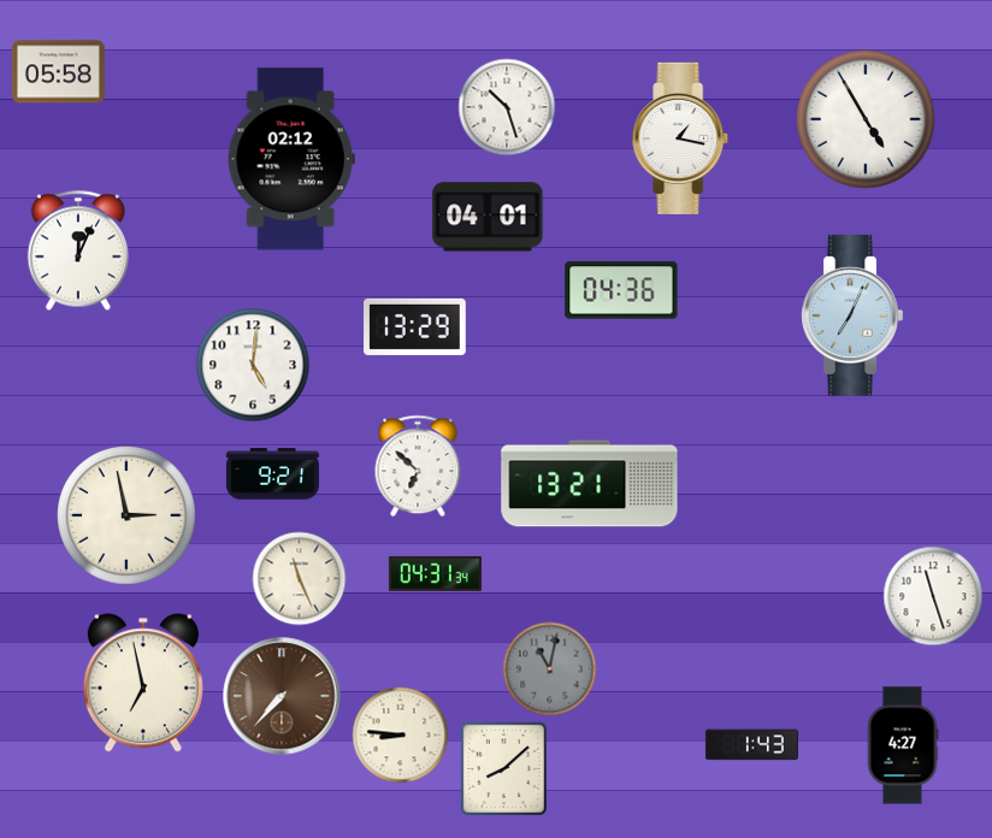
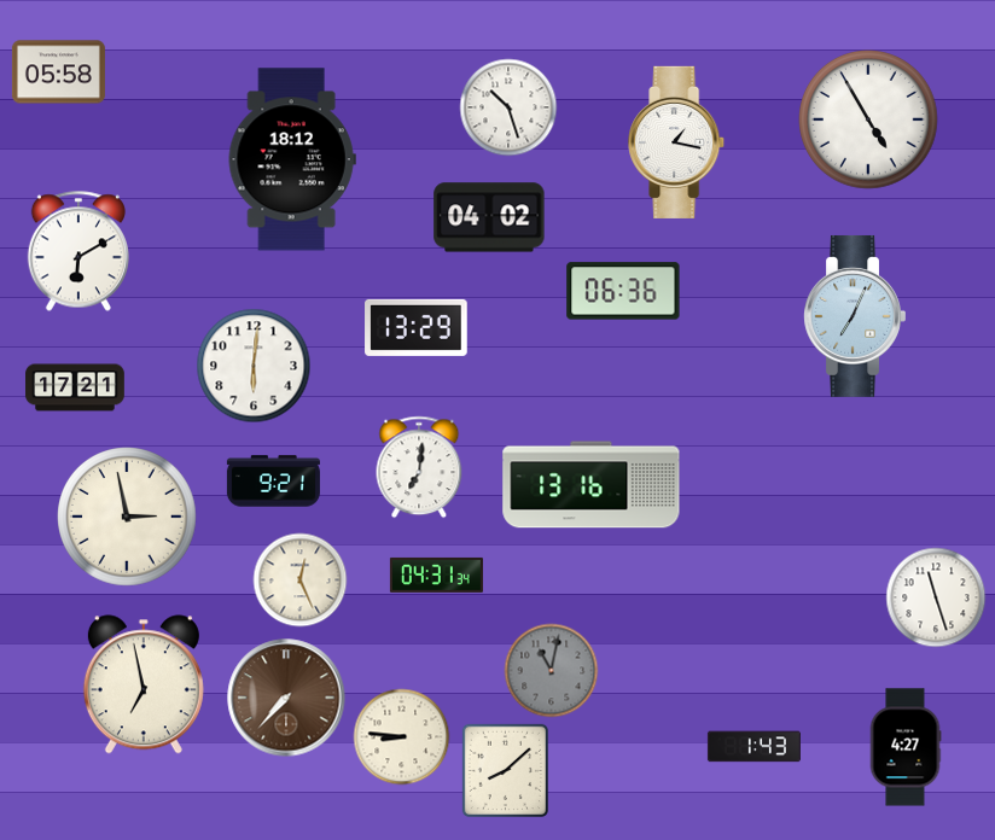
clock at (681, 138) position: (681, 138) -> (677, 142)
clock at (291, 159): 02:12 -> 18:12
clock at (488, 217): 04:01 -> 04:02
clock at (78, 250): 12:04 -> 6:10
clock at (621, 290): 04:36 -> 06:36
clock at (253, 365): 5:01 -> 6:01
clock at (75, 387): none -> 17:21
clock at (418, 466): 6:52 -> 7:01
clock at (272, 474) position: (272, 474) -> (273, 482)
clock at (590, 484): 13:21 -> 13:16
clock at (299, 578): 11:26 -> 12:26
clock at (282, 696) position: (282, 696) -> (286, 698)
